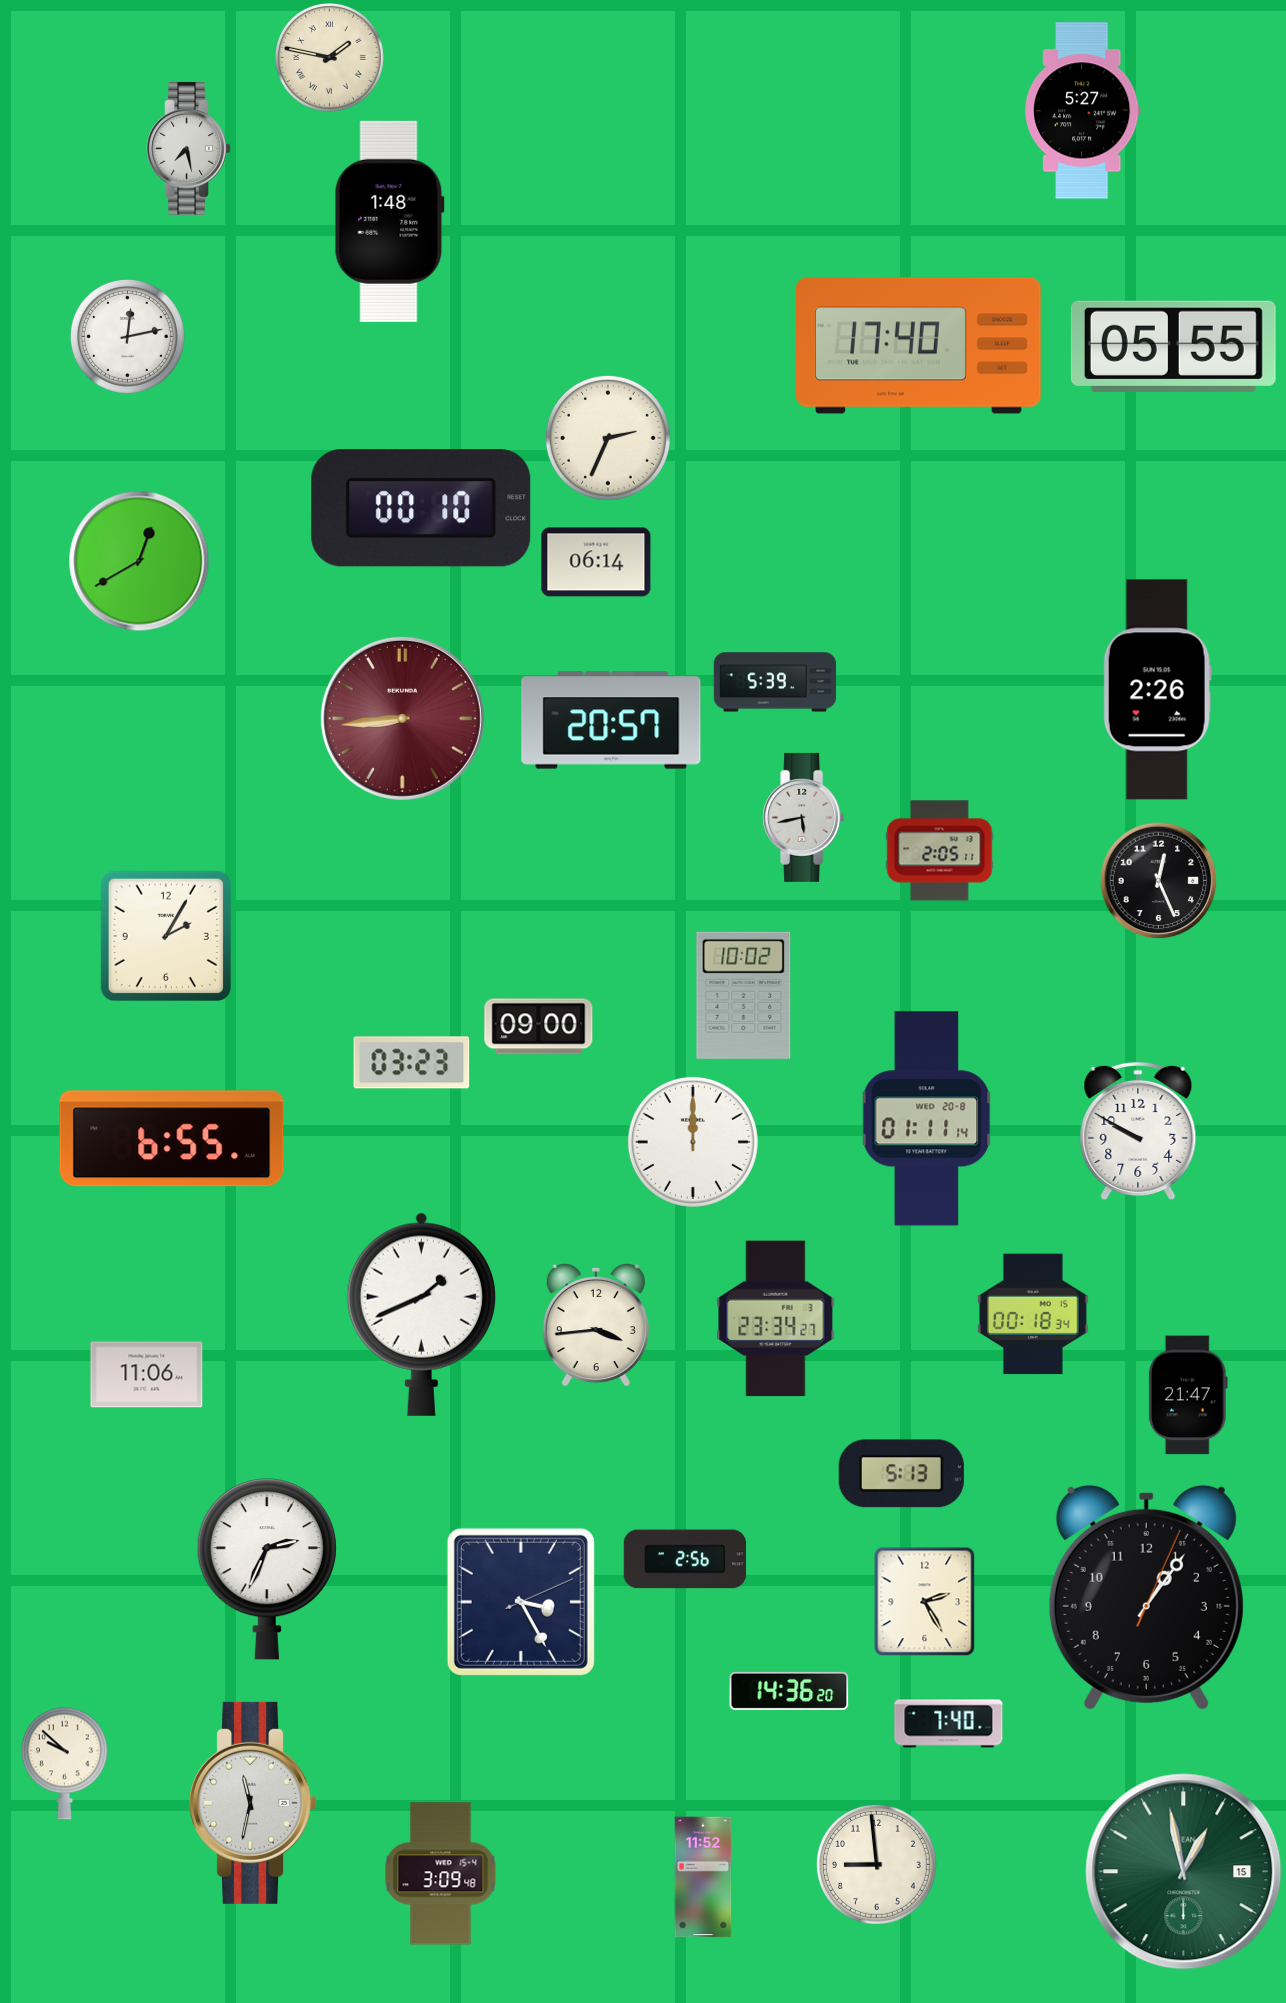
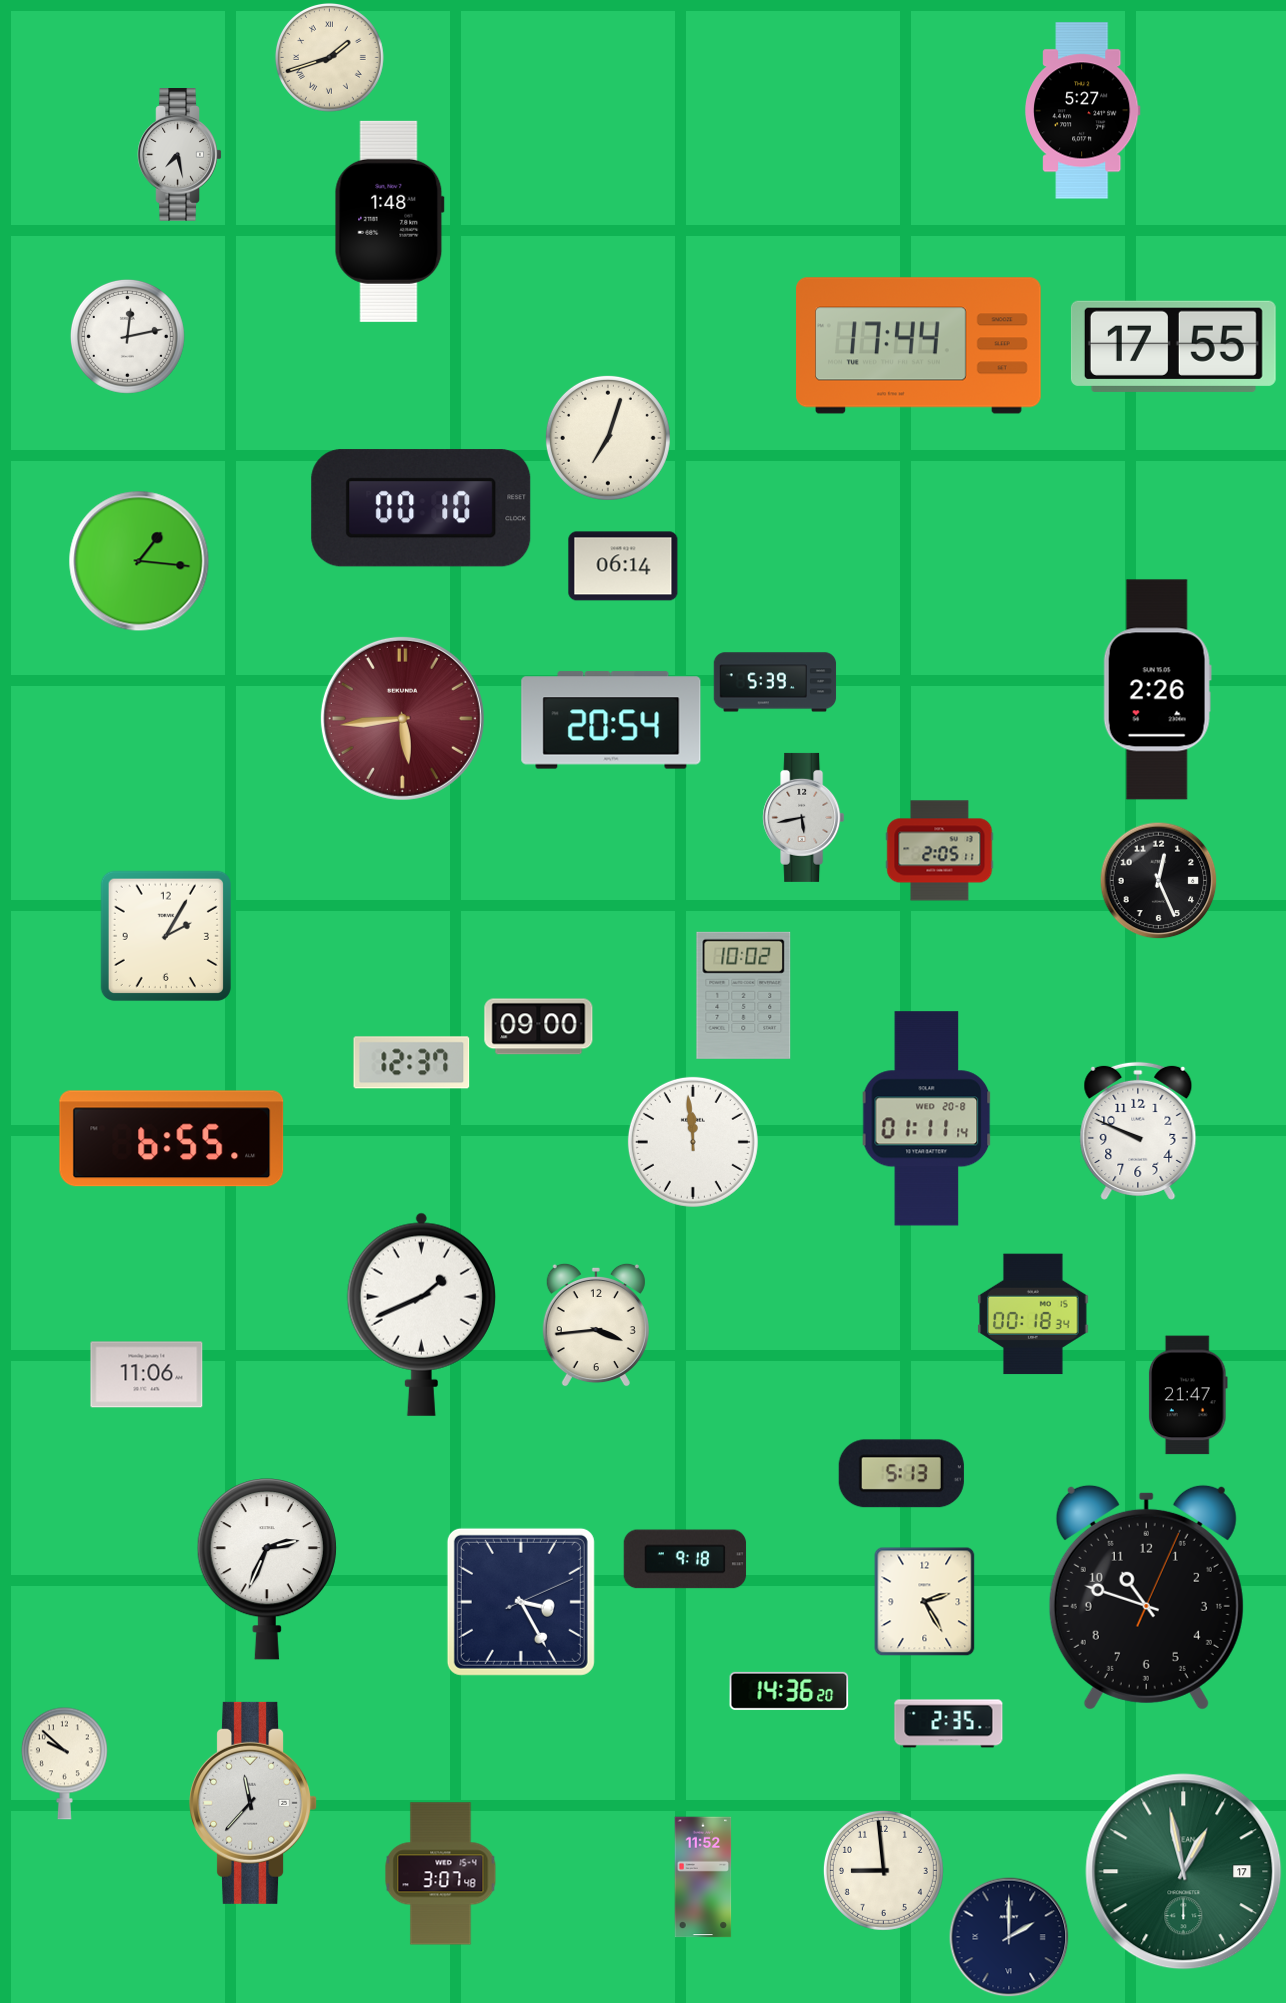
clock at (329, 57): 1:47 -> 1:42
clock at (189, 149) position: (189, 149) -> (180, 155)
clock at (919, 346): 17:40 -> 17:44
clock at (1173, 346): 05:55 -> 17:55
clock at (608, 438): 2:34 -> 7:03
clock at (139, 561): 12:40 -> 1:16
clock at (596, 562) position: (596, 562) -> (623, 566)
clock at (402, 718): 8:44 -> 5:44
clock at (611, 720): 20:57 -> 20:54
clock at (412, 1063): 03:23 -> 12:37
clock at (1138, 1131): 9:50 -> 9:49
clock at (693, 1142): 12:00 -> 11:59
clock at (776, 1319): 23:34 -> none
clock at (685, 1559): 2:56 -> 9:18
clock at (1146, 1597): 1:06 -> 10:48
clock at (949, 1724): 7:40 -> 2:35
clock at (254, 1803): 11:32 -> 11:37
clock at (876, 1864) position: (876, 1864) -> (883, 1870)
clock at (1184, 1872) date: 15 -> 17
clock at (441, 1874): 3:09 -> 3:07
clock at (1009, 1937): none -> 2:00
